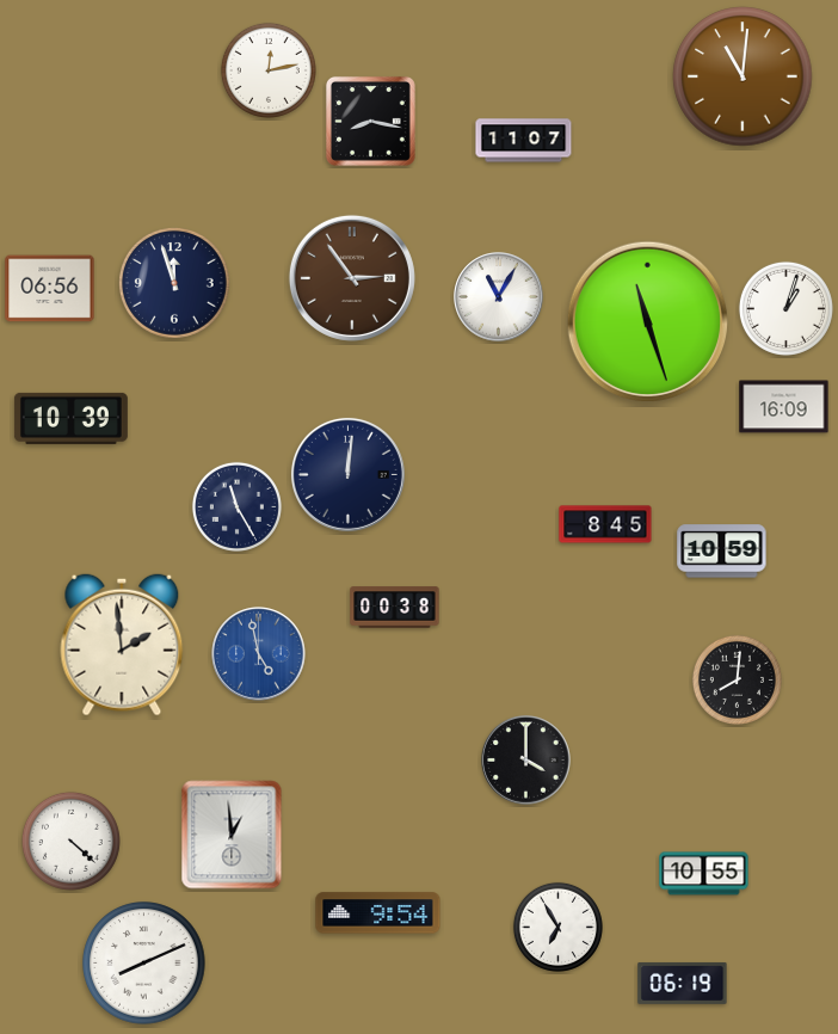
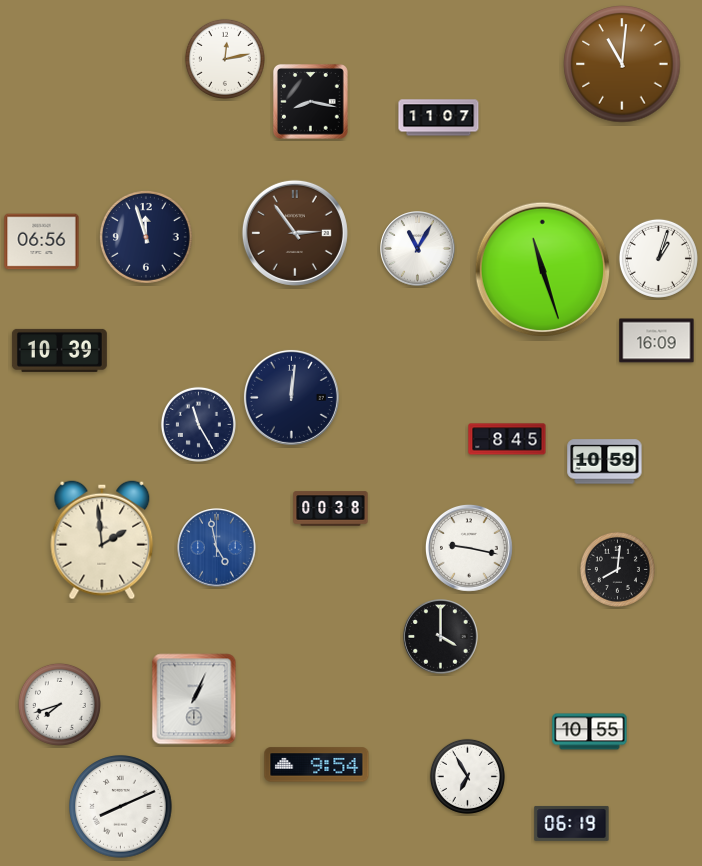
clock at (469, 548): none -> 9:17
clock at (232, 835): 12:59 -> 1:04
clock at (70, 841): 4:22 -> 7:42
